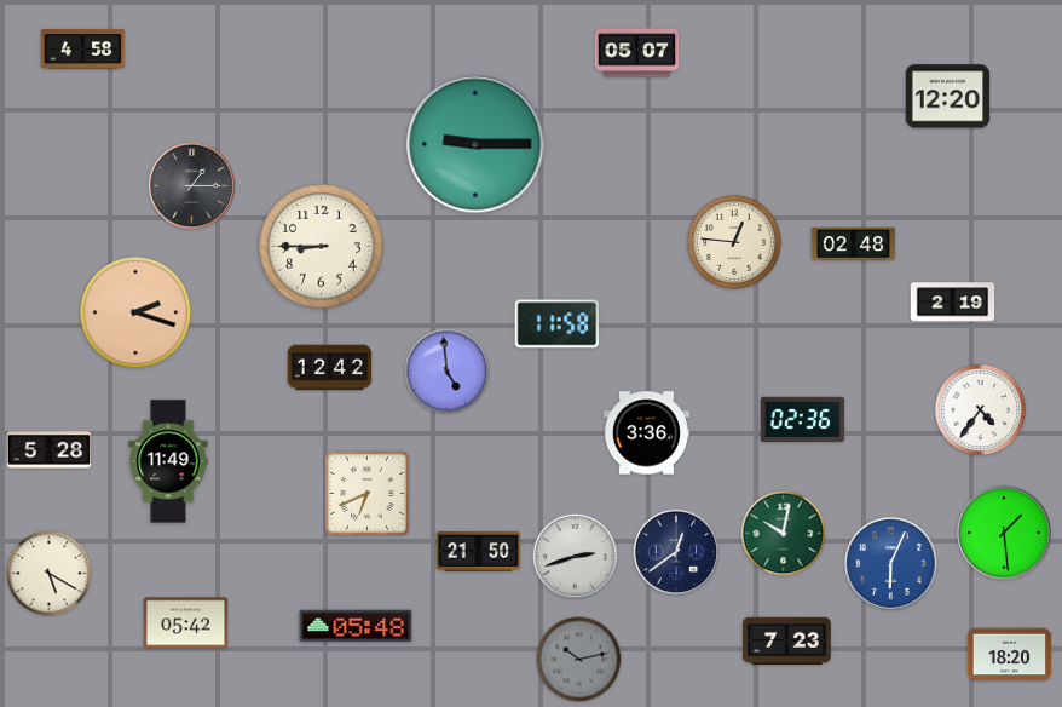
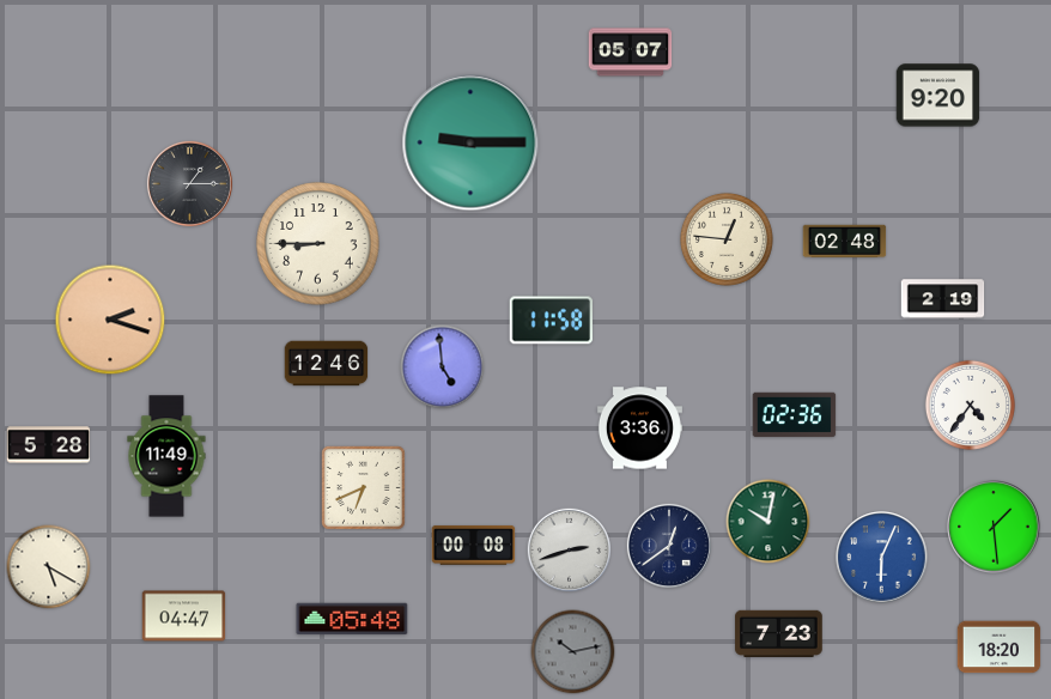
clock at (83, 50): 4:58 -> none
clock at (948, 97): 12:20 -> 9:20
clock at (135, 312) position: (135, 312) -> (110, 320)
clock at (330, 368): 12:42 -> 12:46
clock at (784, 534) position: (784, 534) -> (768, 522)
clock at (479, 551): 21:50 -> 00:08
clock at (186, 623): 05:42 -> 04:47
